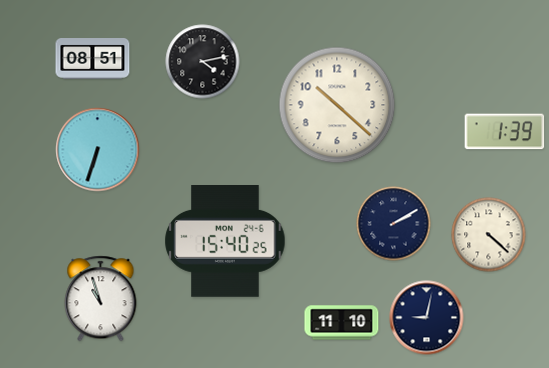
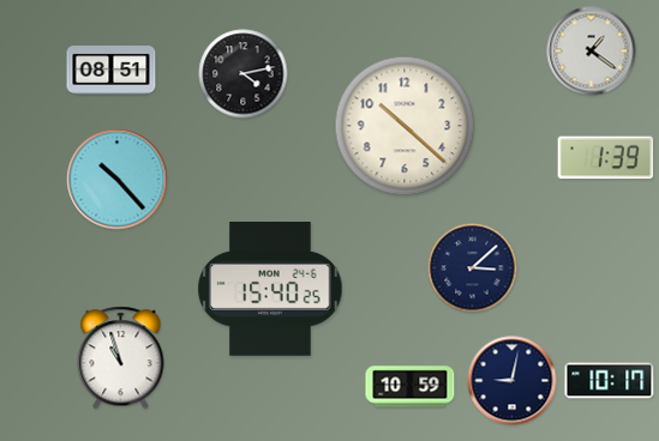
clock at (592, 52): none -> 1:21
clock at (98, 150): 6:33 -> 10:23
clock at (394, 224): 2:10 -> 3:08
clock at (489, 235): 4:22 -> none
clock at (610, 381): none -> 10:17
clock at (342, 323): 11:10 -> 10:59
